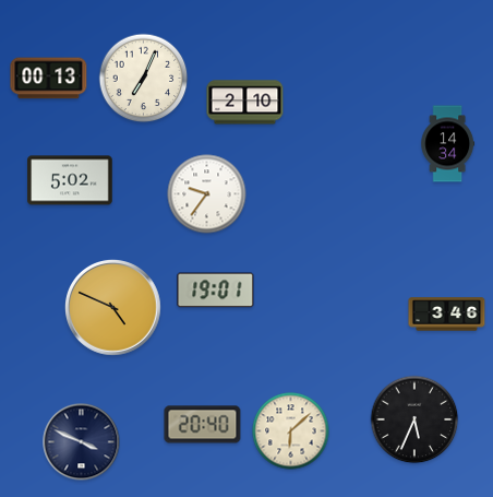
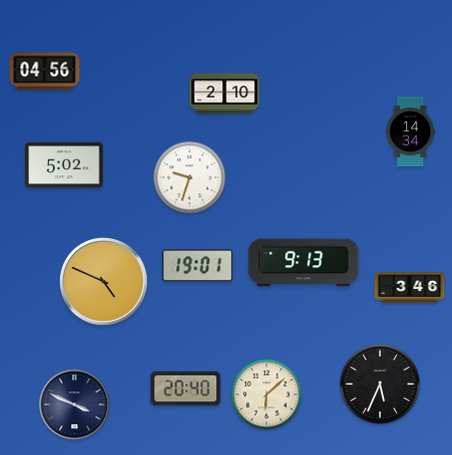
clock at (49, 79): 00:13 -> 04:56
clock at (144, 79): 7:04 -> none
clock at (207, 194): 9:36 -> 9:33
clock at (304, 263): none -> 9:13
